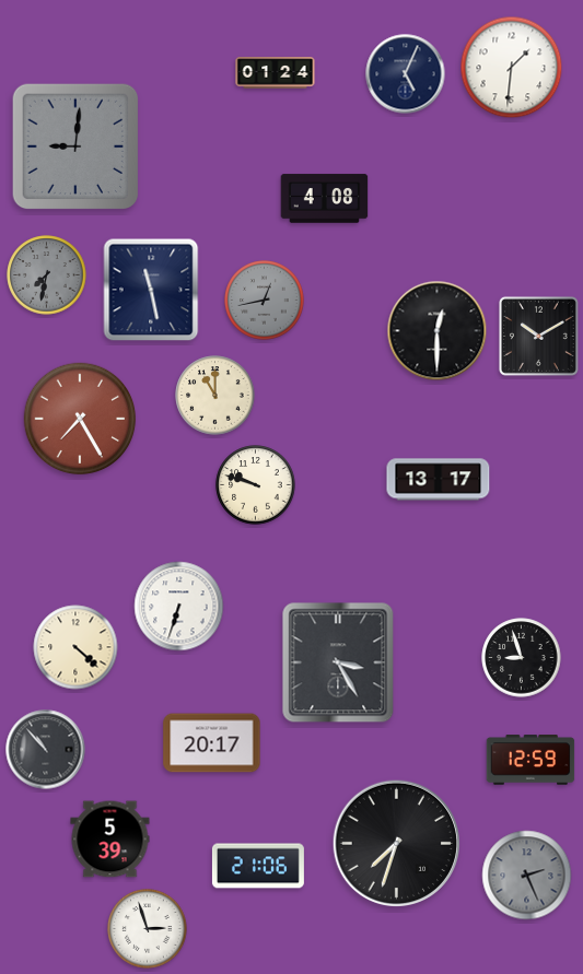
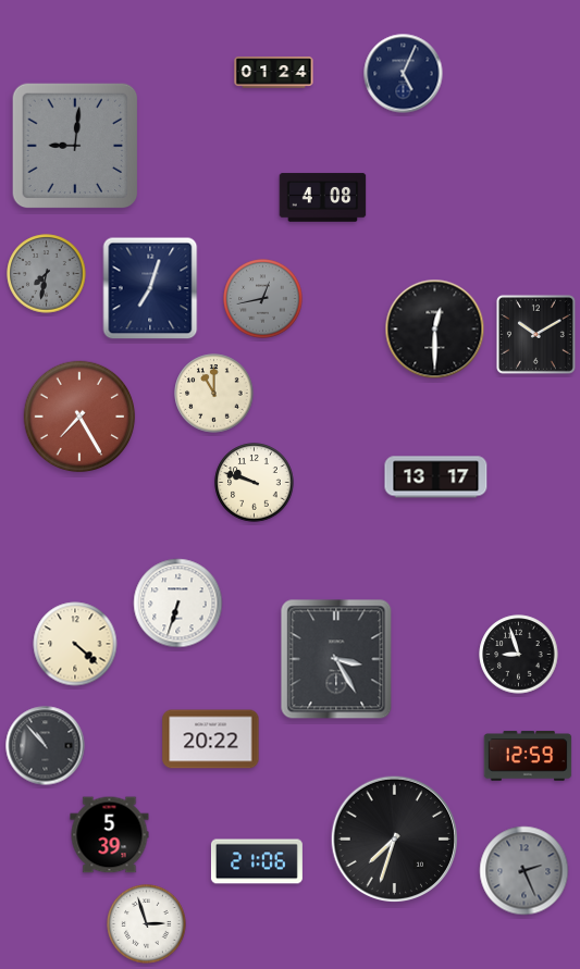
clock at (512, 68): 1:31 -> none
clock at (151, 290): 11:28 -> 7:03
clock at (212, 743): 20:17 -> 20:22
